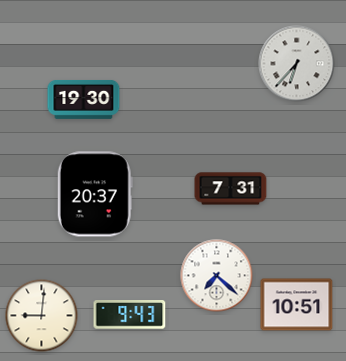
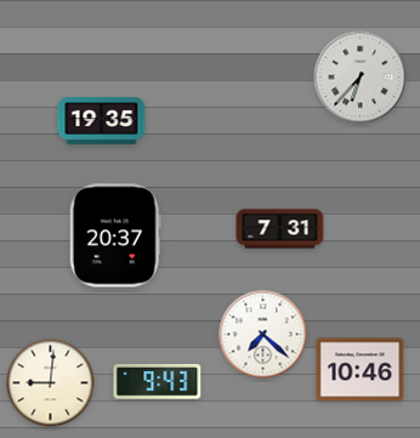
clock at (84, 100): 19:30 -> 19:35
clock at (297, 305): 10:51 -> 10:46
